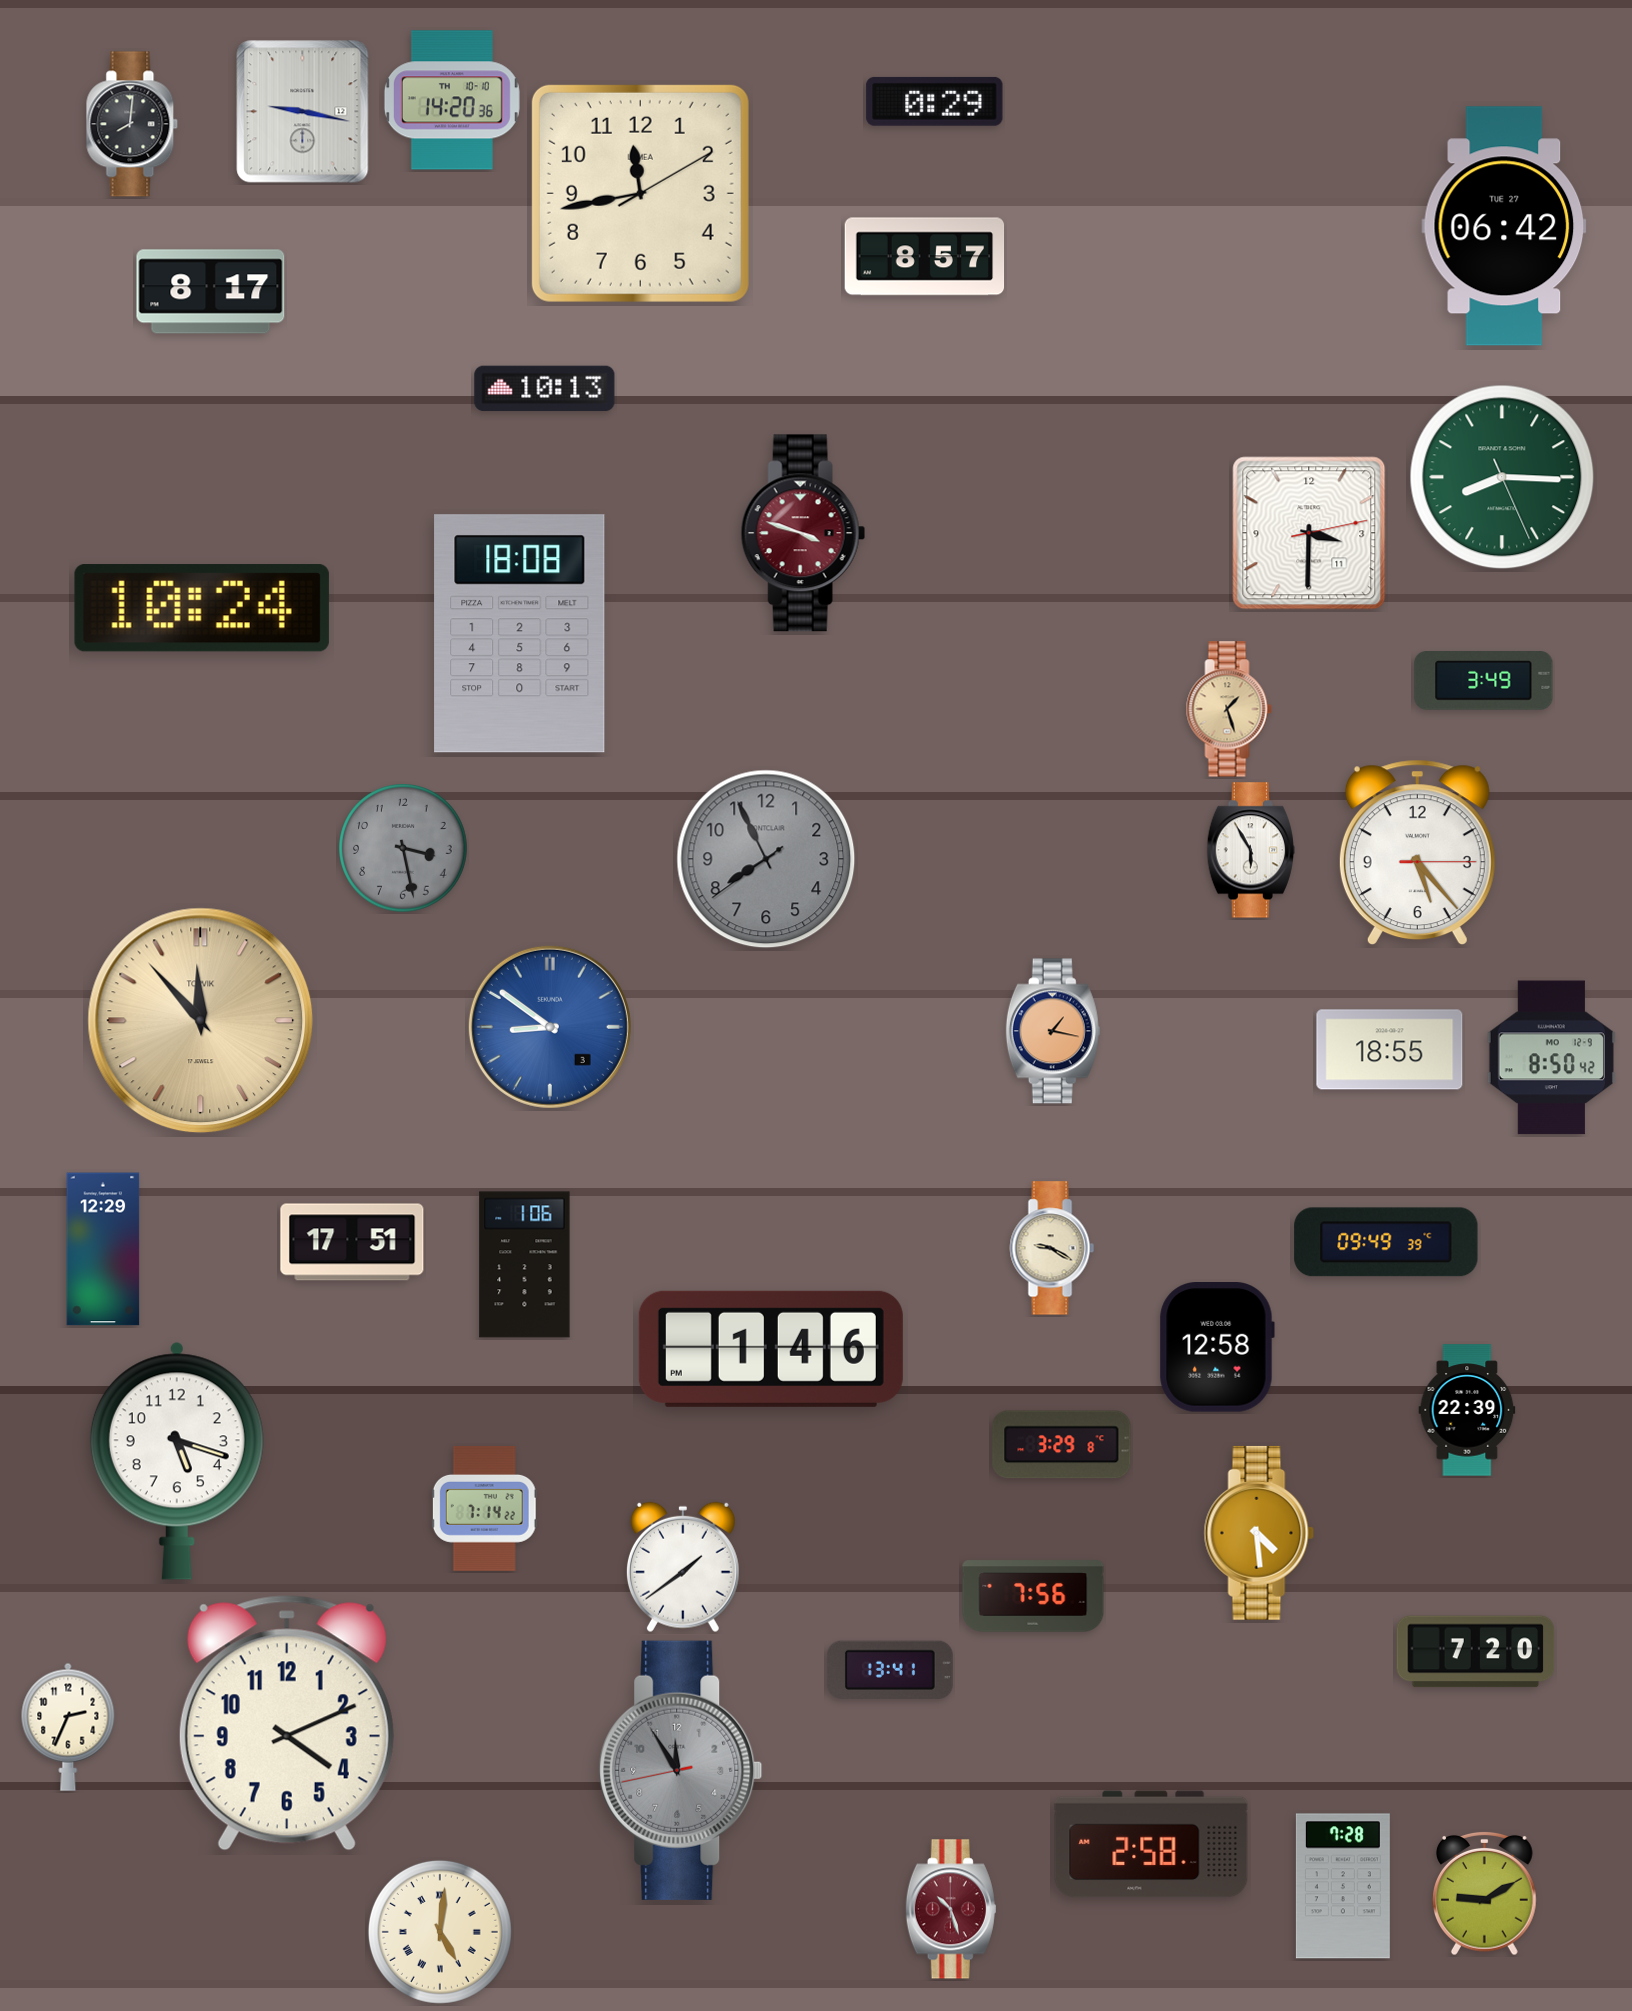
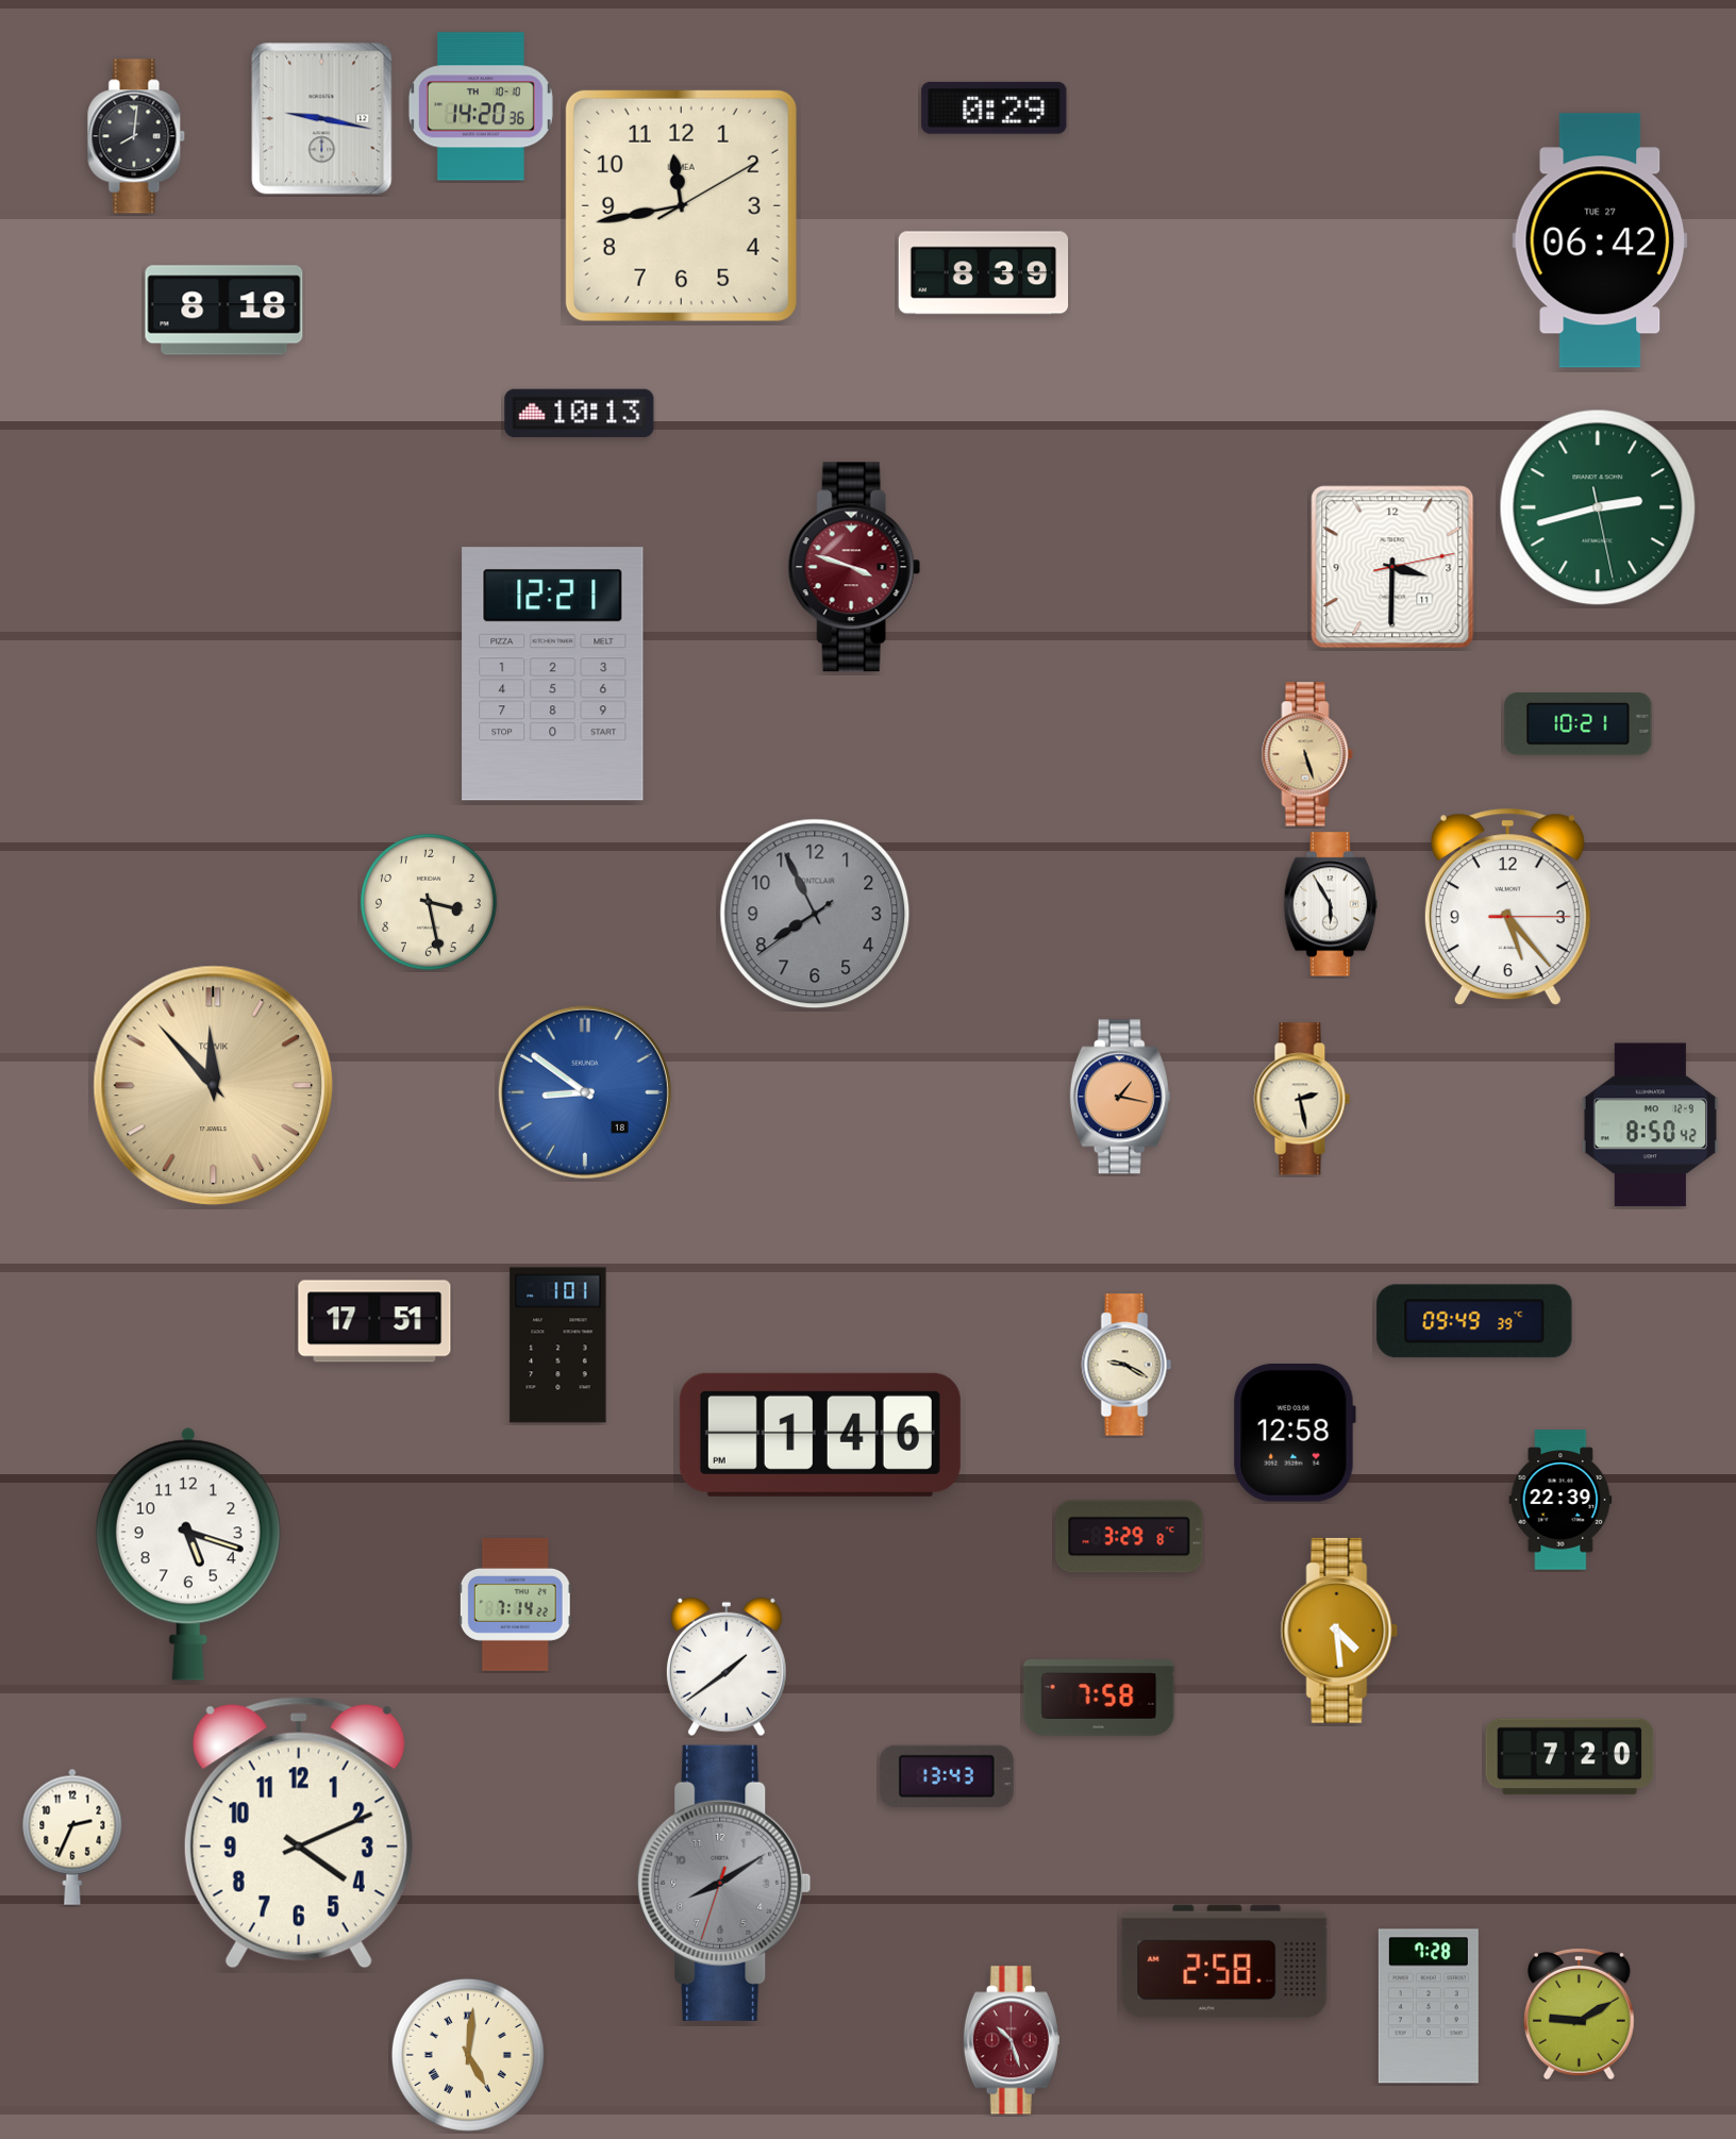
clock at (132, 124) position: (132, 124) -> (136, 136)
clock at (925, 257): 8:57 -> 8:39
clock at (211, 292): 8:17 -> 8:18
clock at (1502, 477): 8:15 -> 2:42
clock at (202, 609): 10:24 -> none
clock at (520, 634): 18:08 -> 12:21
clock at (1484, 681): 3:49 -> 10:21
clock at (1229, 709): 1:27 -> 5:27
clock at (403, 848) dial: grey -> cream
clock at (550, 1027) date: 3 -> 18
clock at (1302, 1099): none -> 2:28
clock at (1390, 1050): 18:55 -> none
clock at (1052, 1248) position: (1052, 1248) -> (1126, 1365)
clock at (103, 1249): 12:29 -> none
clock at (525, 1265): 1:06 -> 1:01
clock at (1033, 1596): 7:56 -> 7:58
clock at (890, 1669): 13:41 -> 13:43
clock at (287, 1723) position: (287, 1723) -> (299, 1833)
clock at (681, 1770): 11:54 -> 8:09
clock at (951, 1909) position: (951, 1909) -> (1012, 2040)
